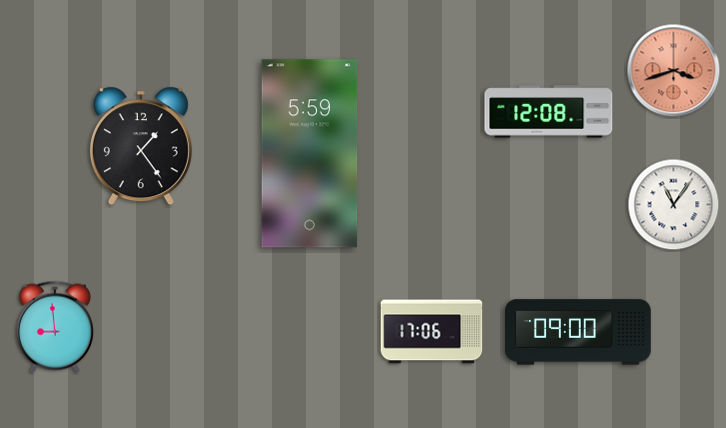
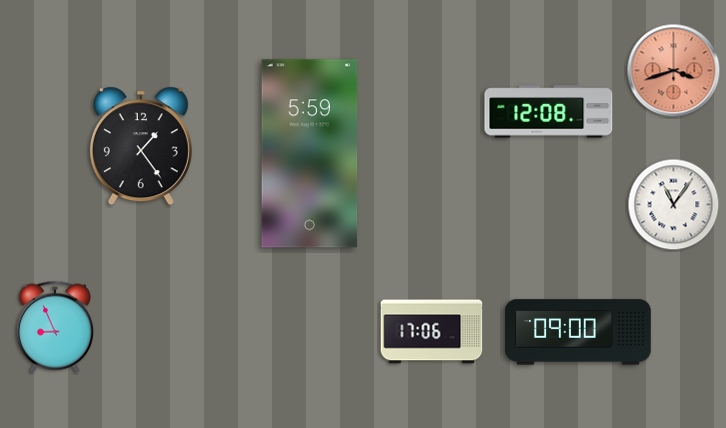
clock at (55, 327): 8:59 -> 8:56
